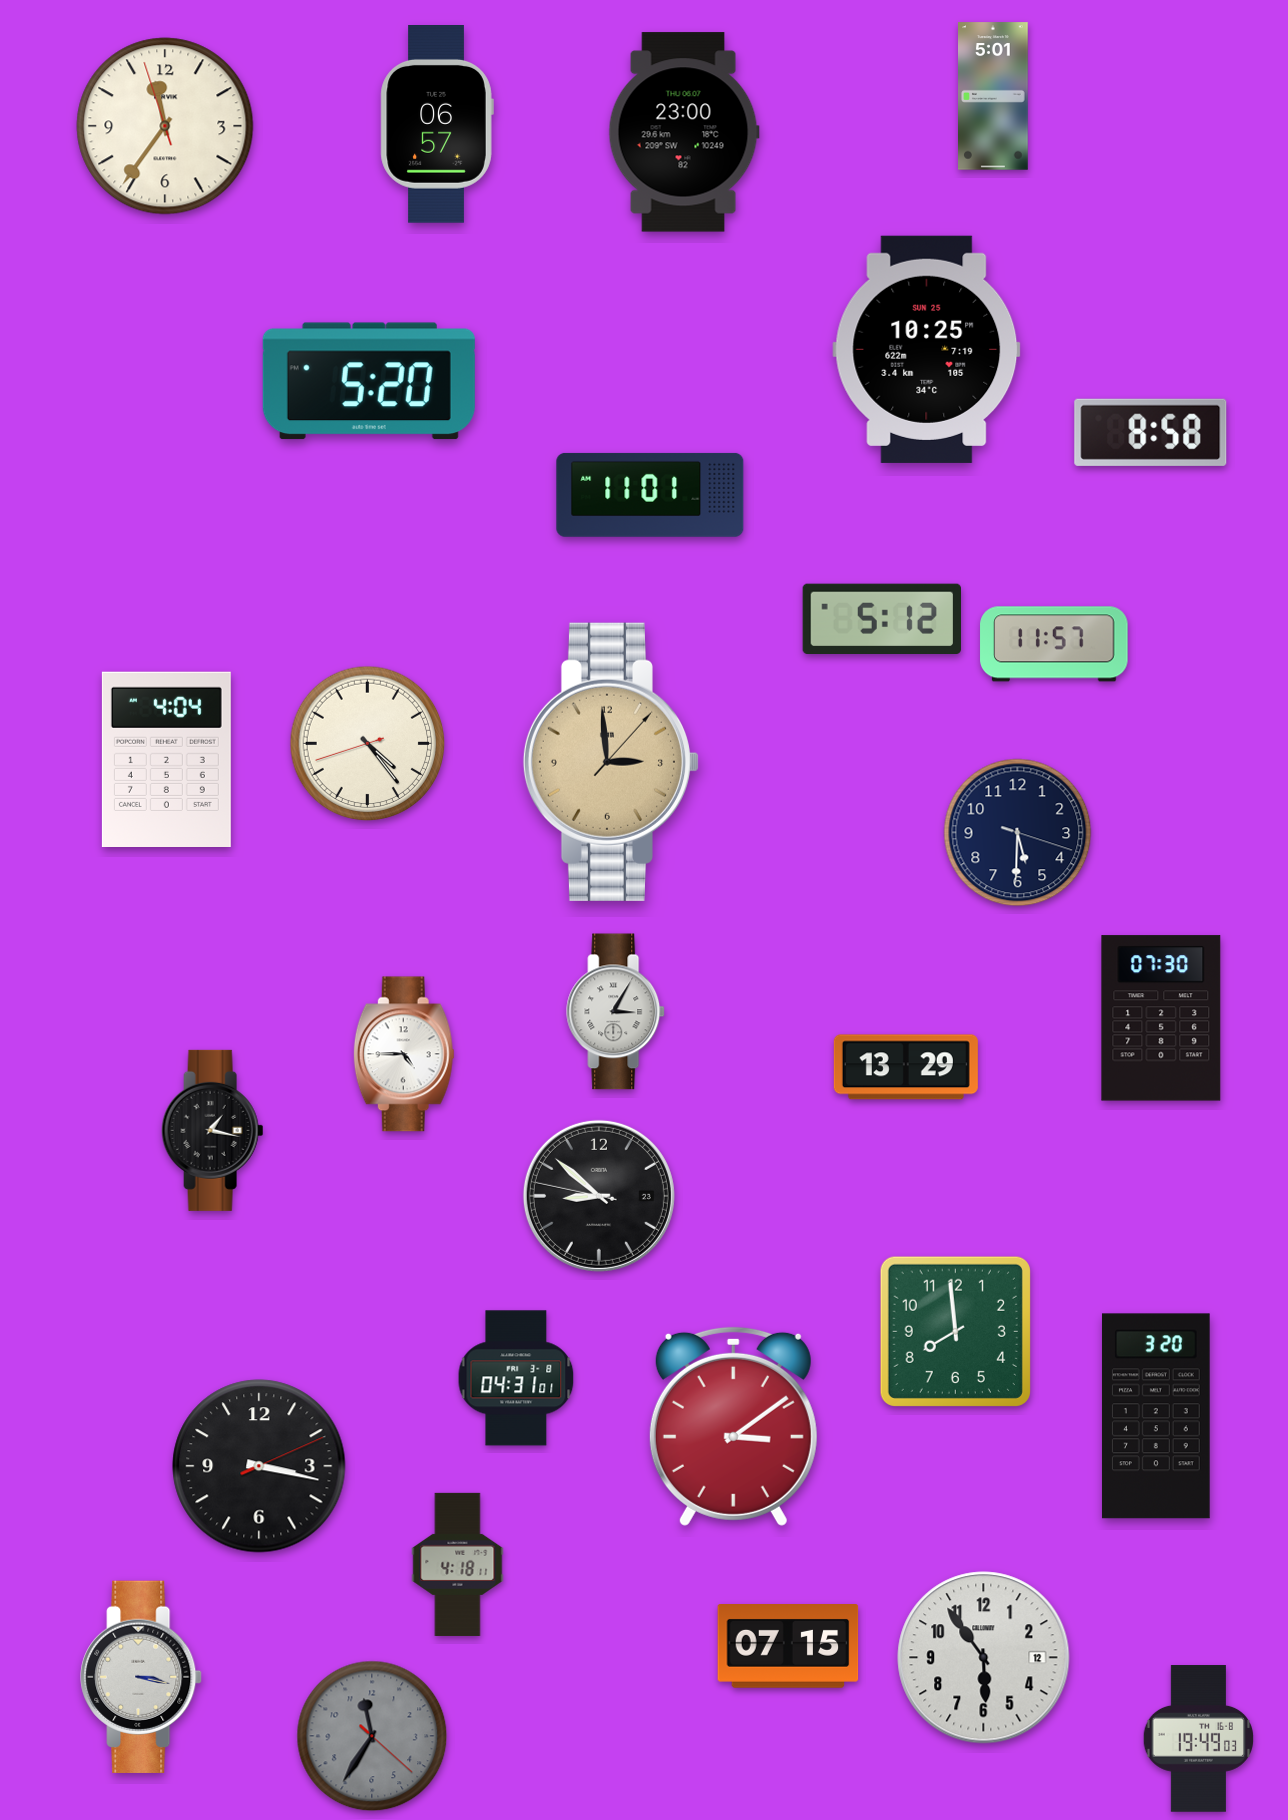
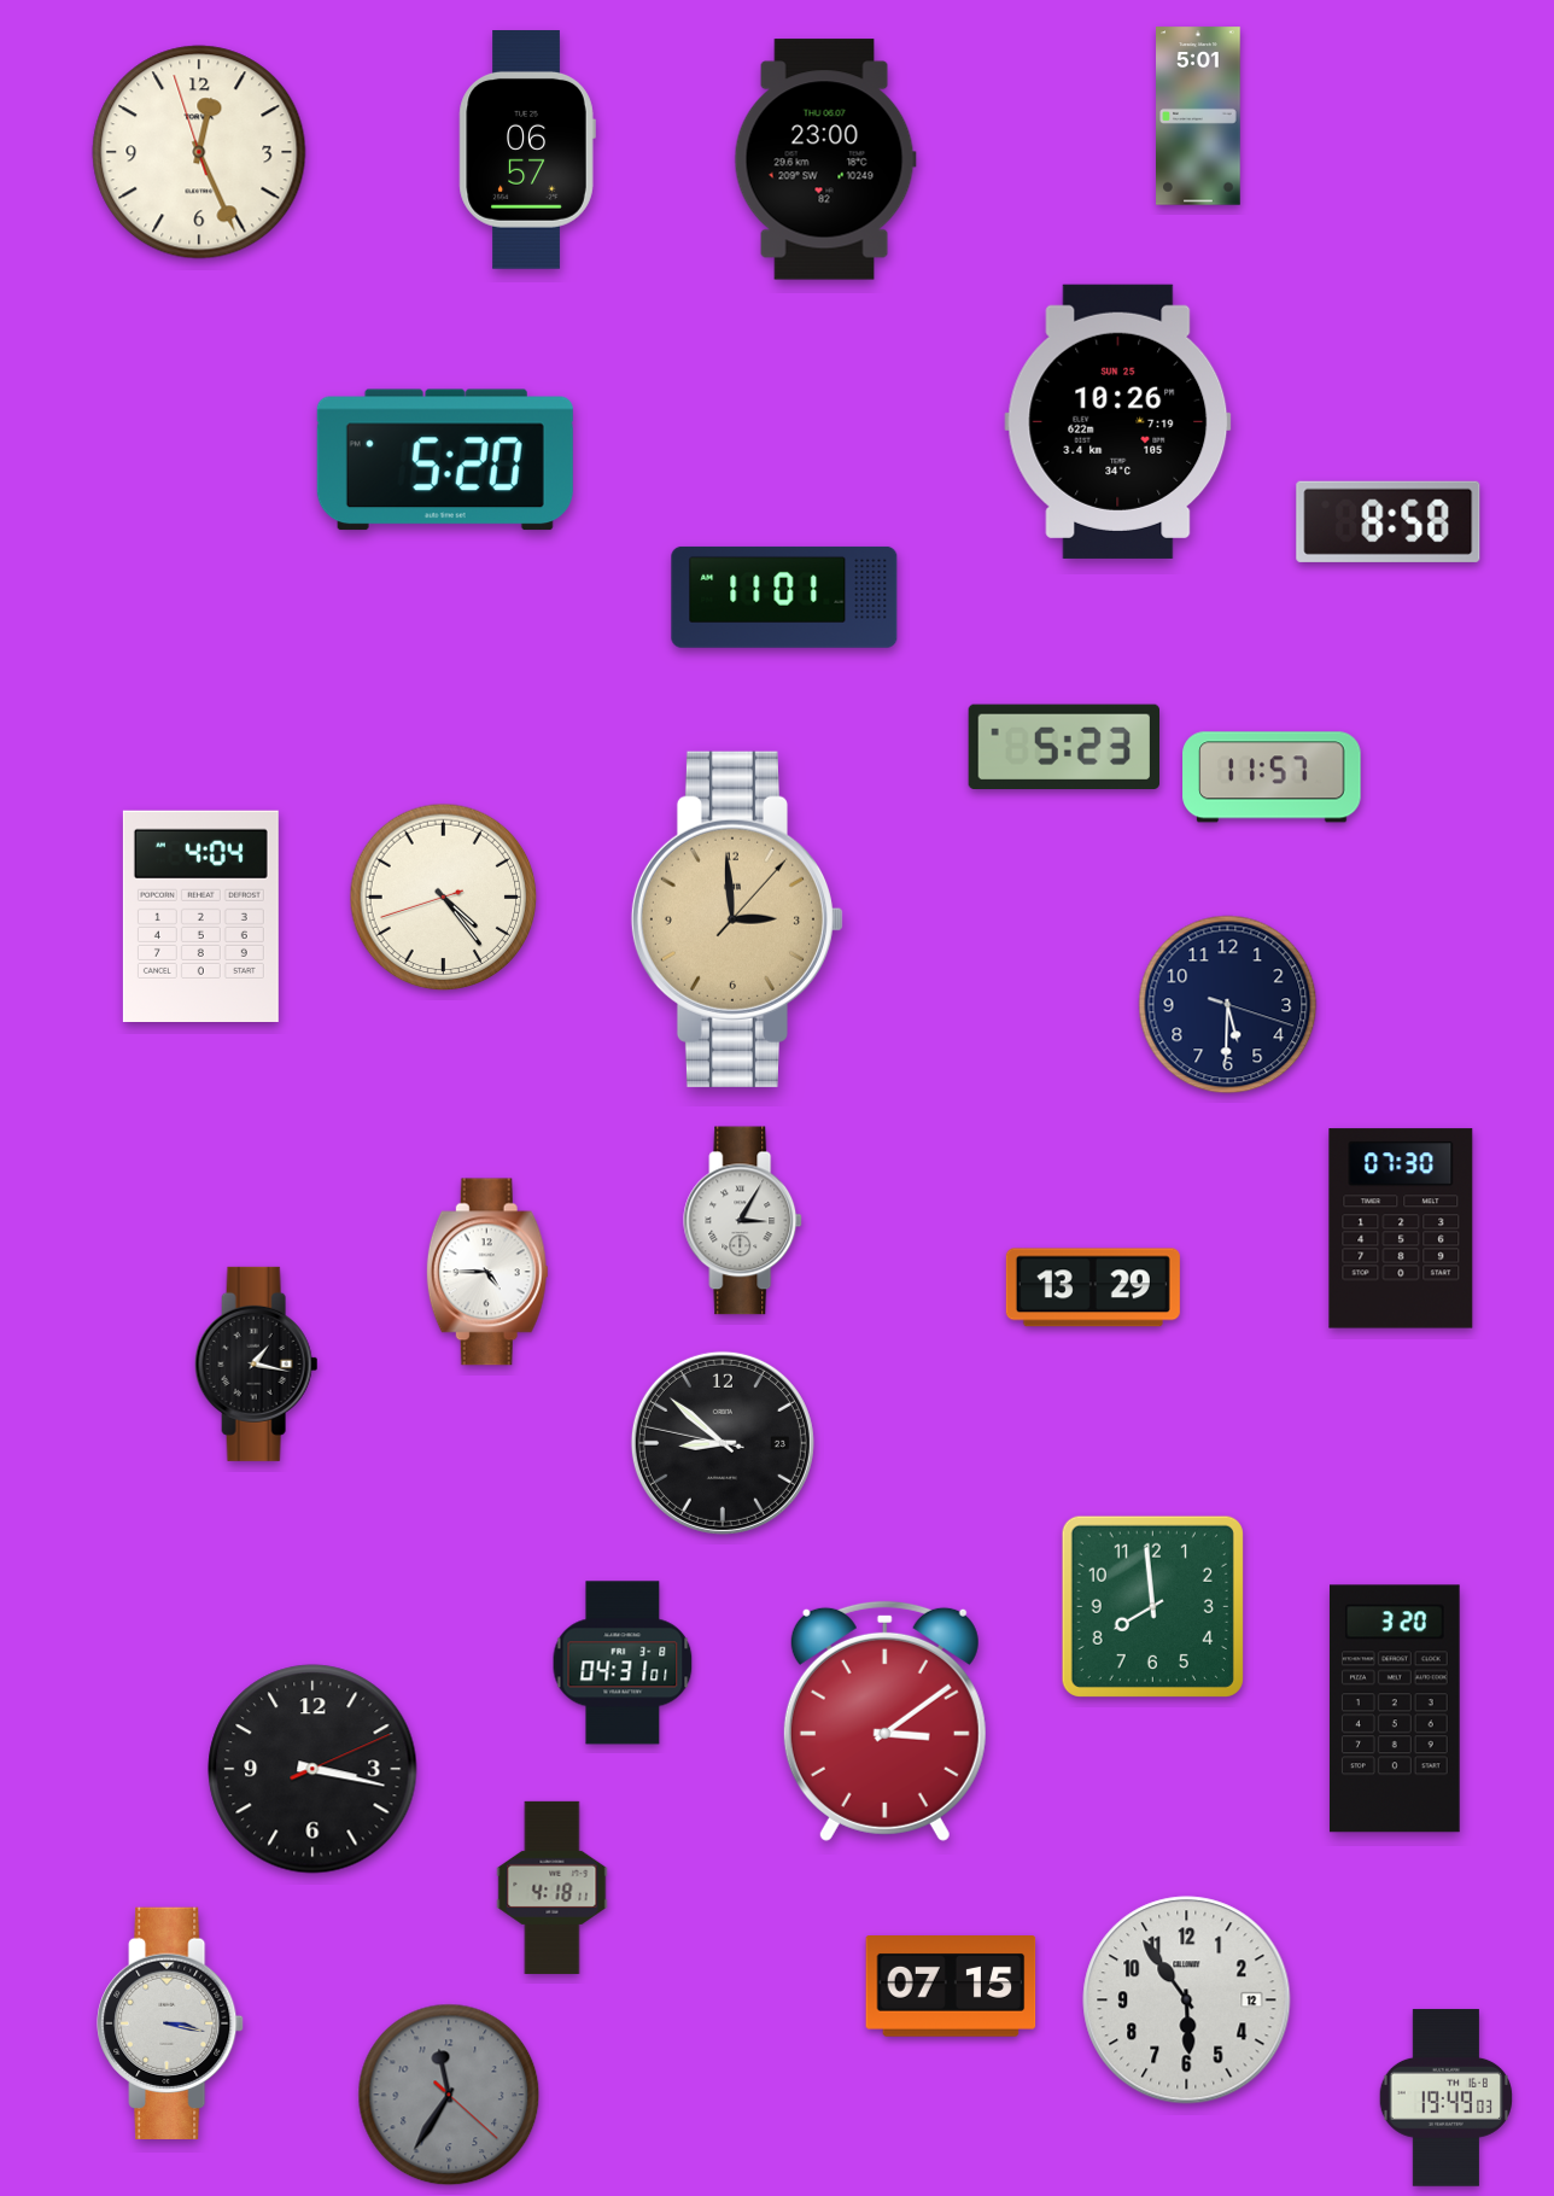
clock at (165, 126): 11:35 -> 12:25
clock at (927, 349): 10:25 -> 10:26
clock at (881, 618): 5:12 -> 5:23
